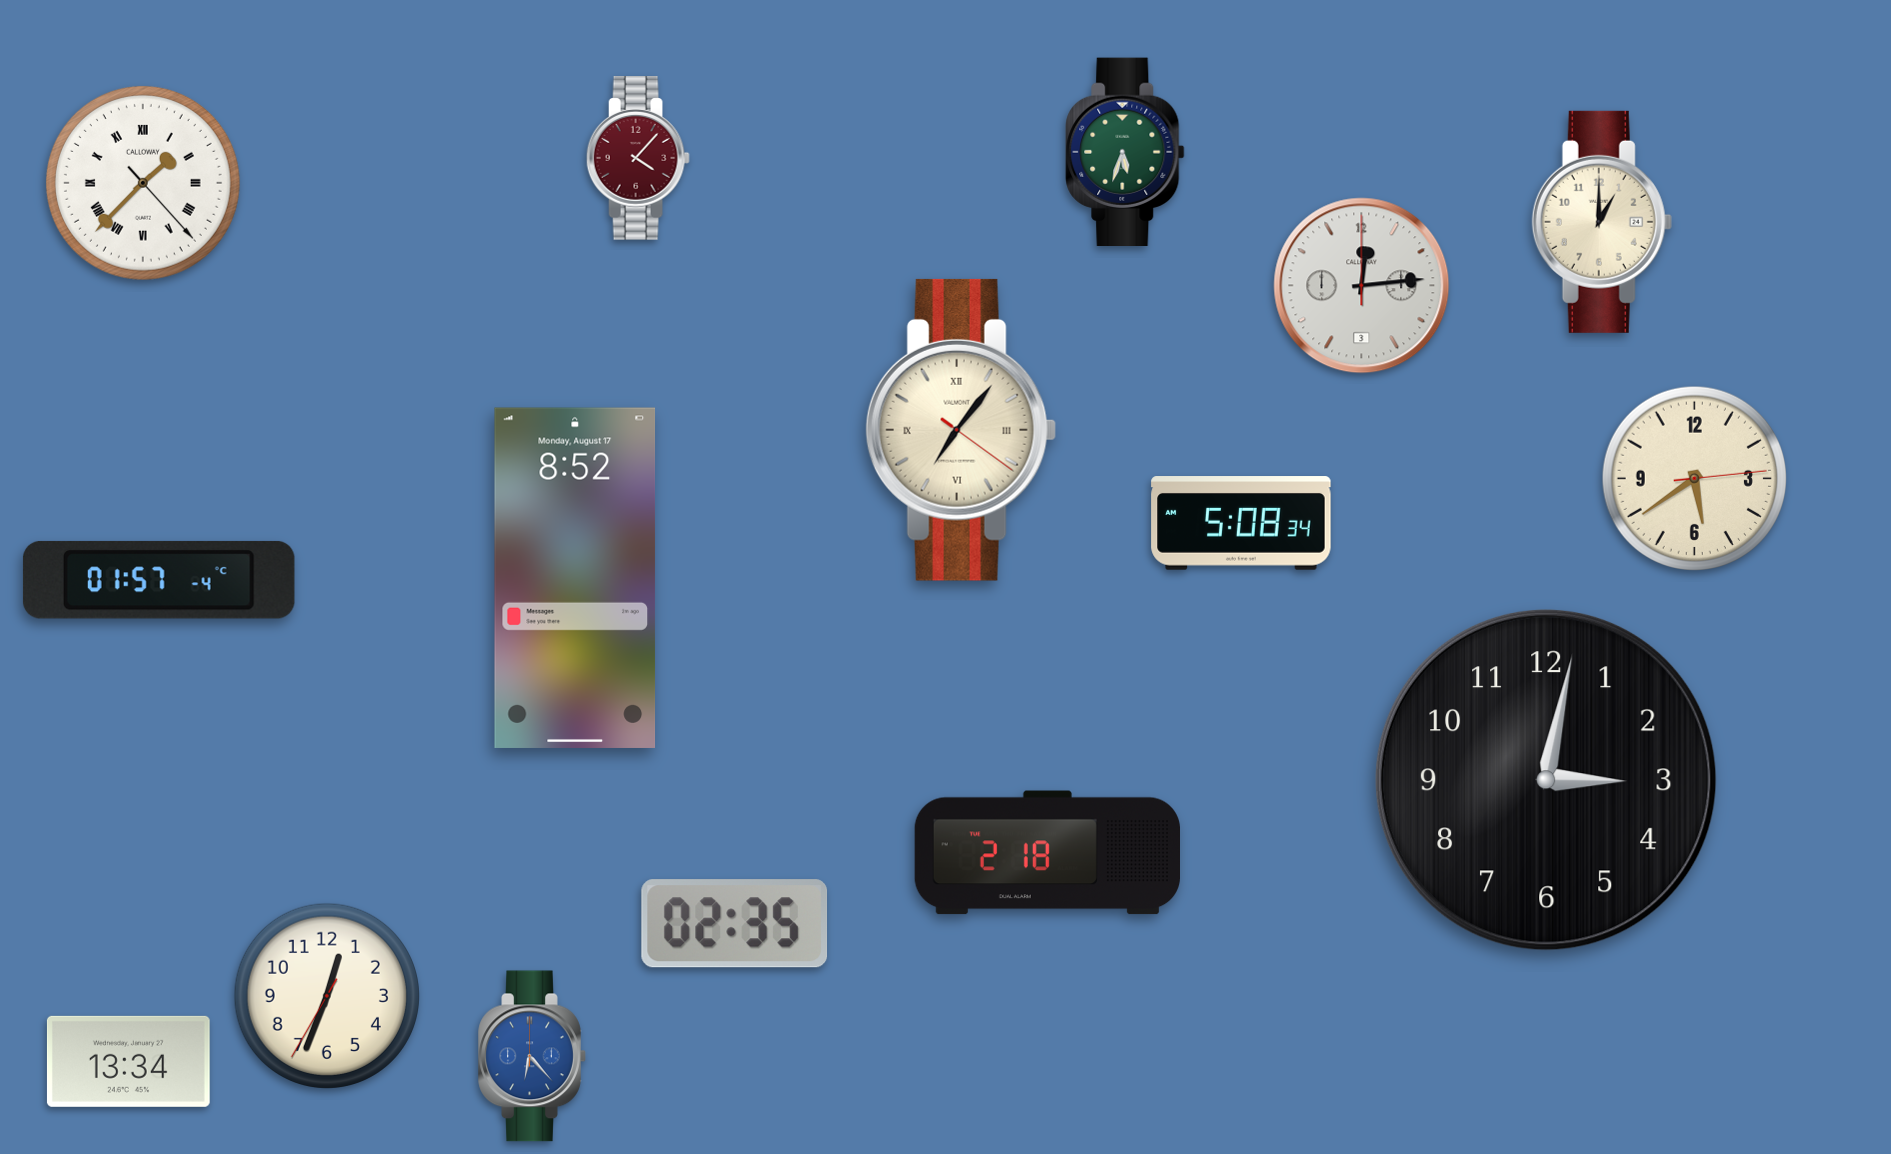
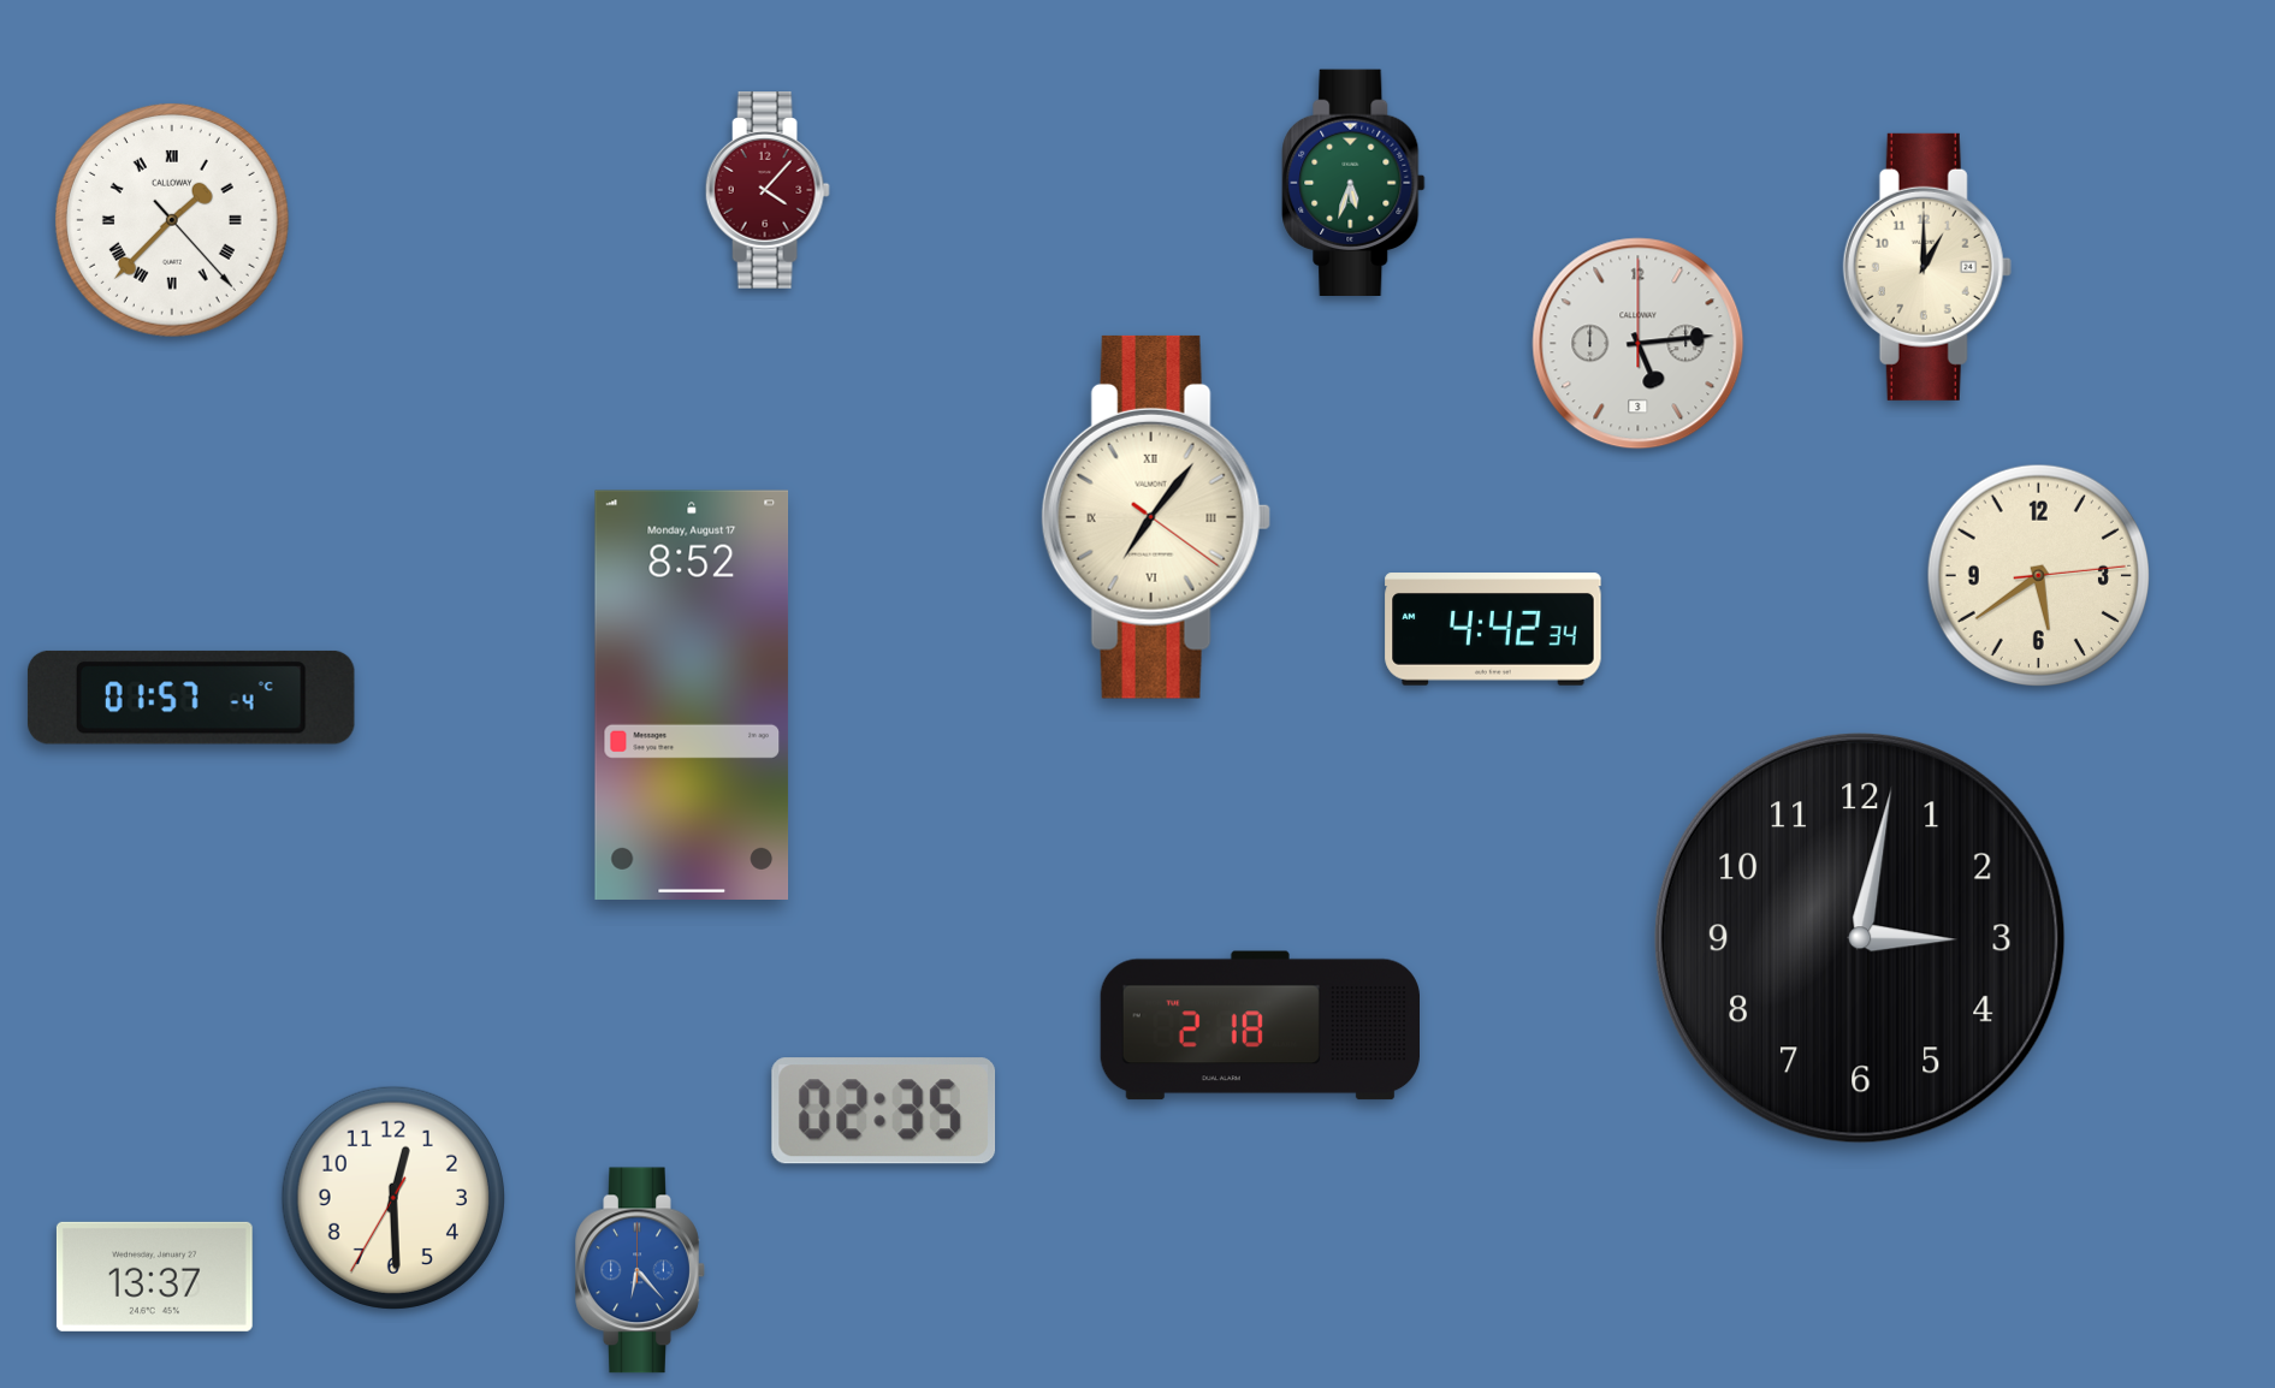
clock at (1362, 286): 12:14 -> 5:14
clock at (1241, 523): 5:08 -> 4:42
clock at (327, 996): 12:33 -> 12:29
clock at (128, 1061): 13:34 -> 13:37
